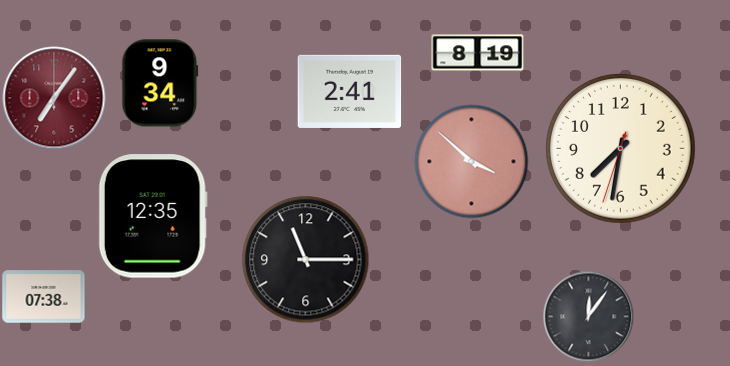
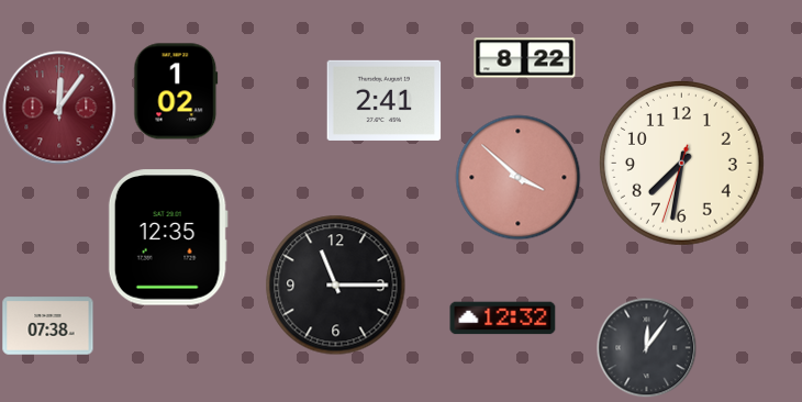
clock at (478, 53): 8:19 -> 8:22
clock at (160, 83): 9:34 -> 1:02
clock at (54, 98): 7:06 -> 12:06
clock at (503, 319): none -> 12:32
